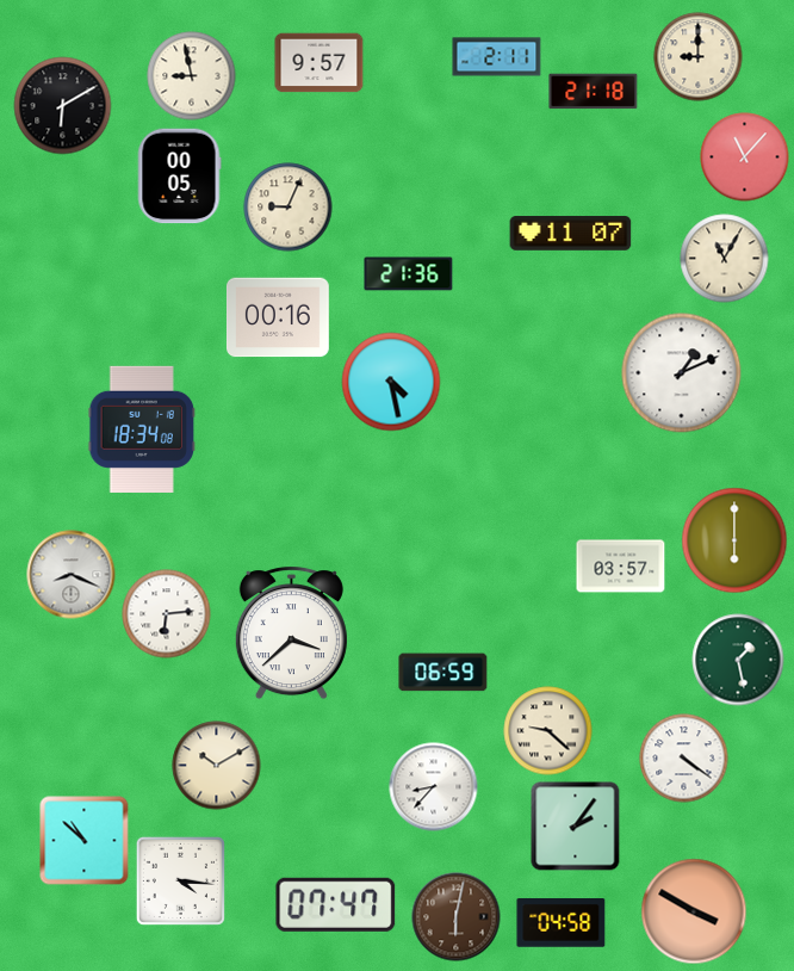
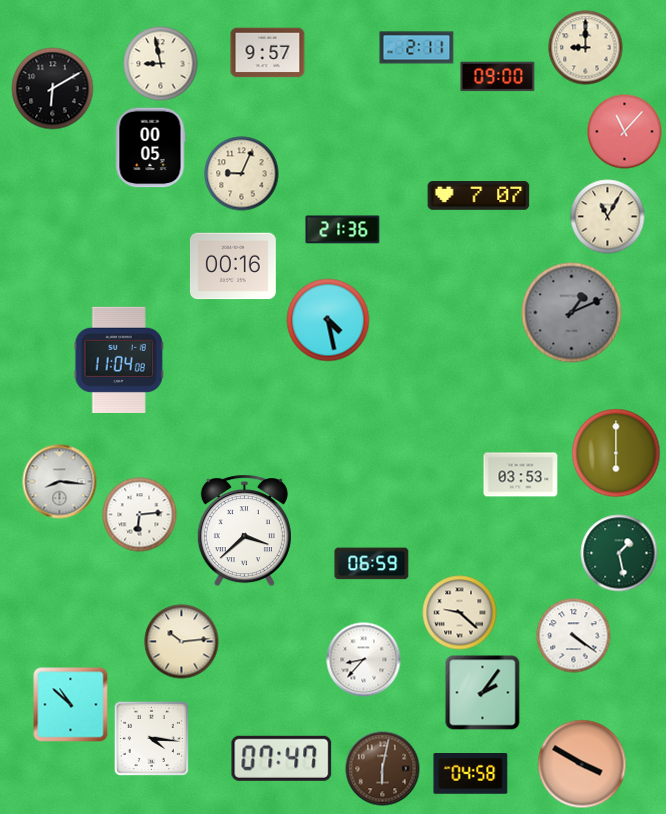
clock at (594, 92): 21:18 -> 09:00
clock at (571, 234): 11:07 -> 7:07
clock at (682, 373) dial: white -> grey
clock at (142, 429): 18:34 -> 11:04
clock at (621, 567): 03:57 -> 03:53
clock at (72, 575): 8:19 -> 8:16
clock at (217, 766): 10:10 -> 10:14
